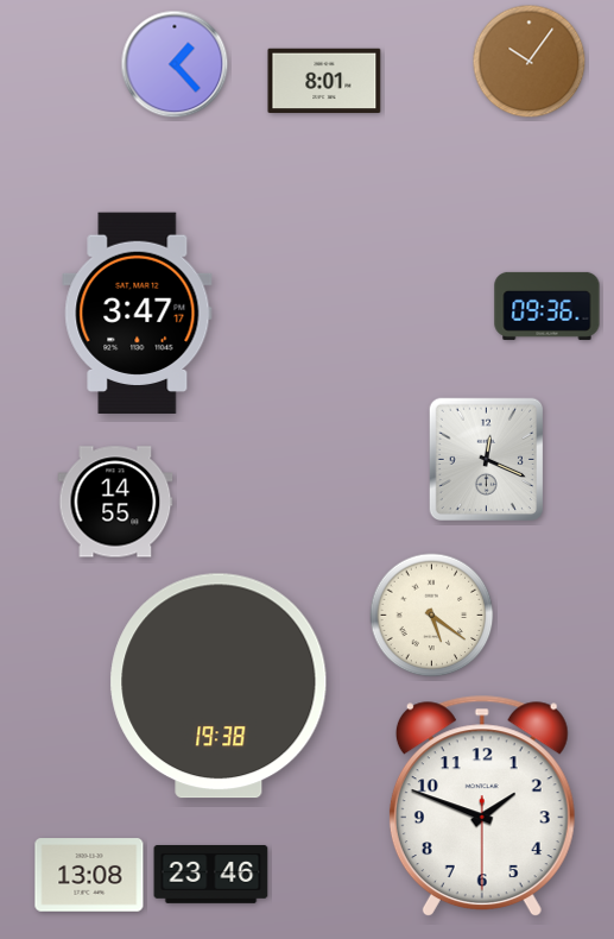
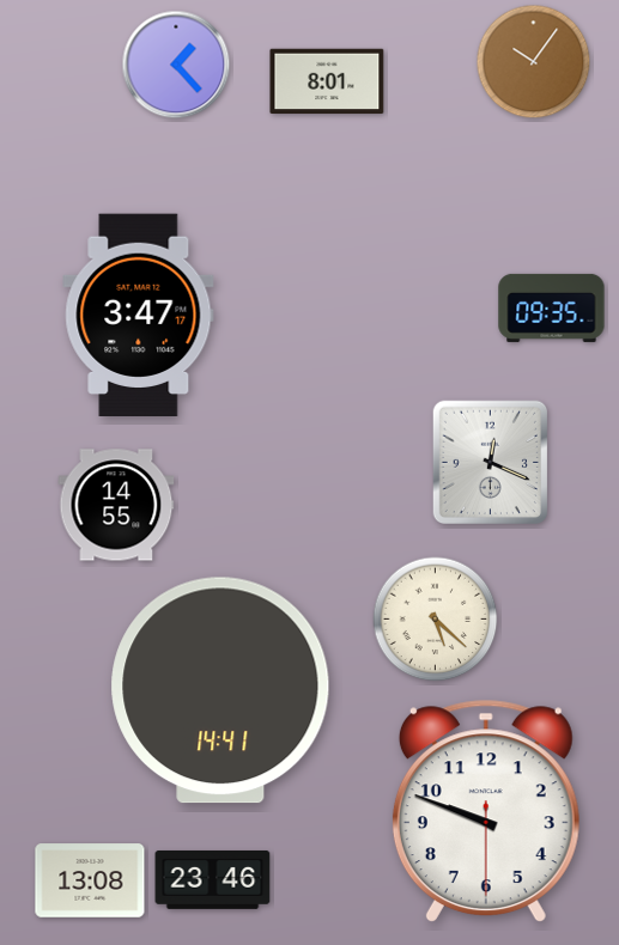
clock at (547, 305): 09:36 -> 09:35
clock at (432, 616): 5:21 -> 5:22
clock at (219, 686): 19:38 -> 14:41
clock at (482, 805): 1:48 -> 9:48
